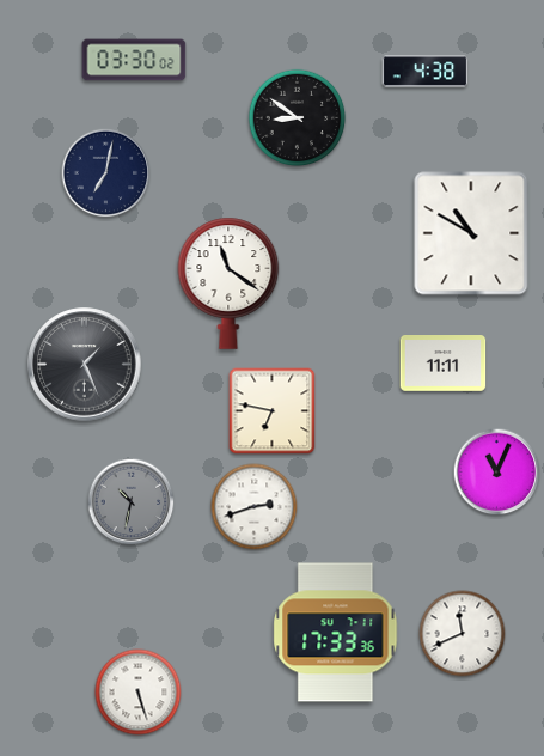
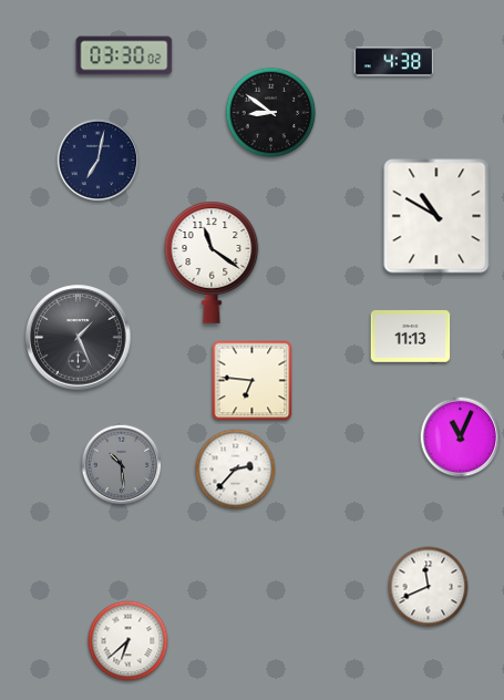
clock at (426, 72) position: (426, 72) -> (394, 62)
clock at (298, 118) position: (298, 118) -> (271, 113)
clock at (444, 364): 11:11 -> 11:13
clock at (273, 411): 6:47 -> 6:46
clock at (132, 502): 10:32 -> 10:29
clock at (255, 507): 2:42 -> 2:37
clock at (336, 633): 17:33 -> none
clock at (139, 693): 5:27 -> 6:38
